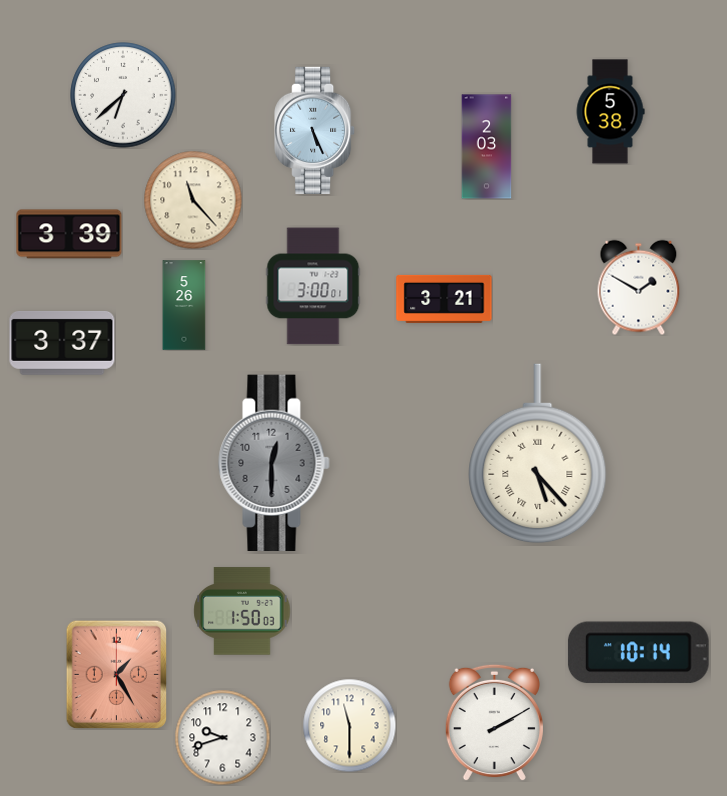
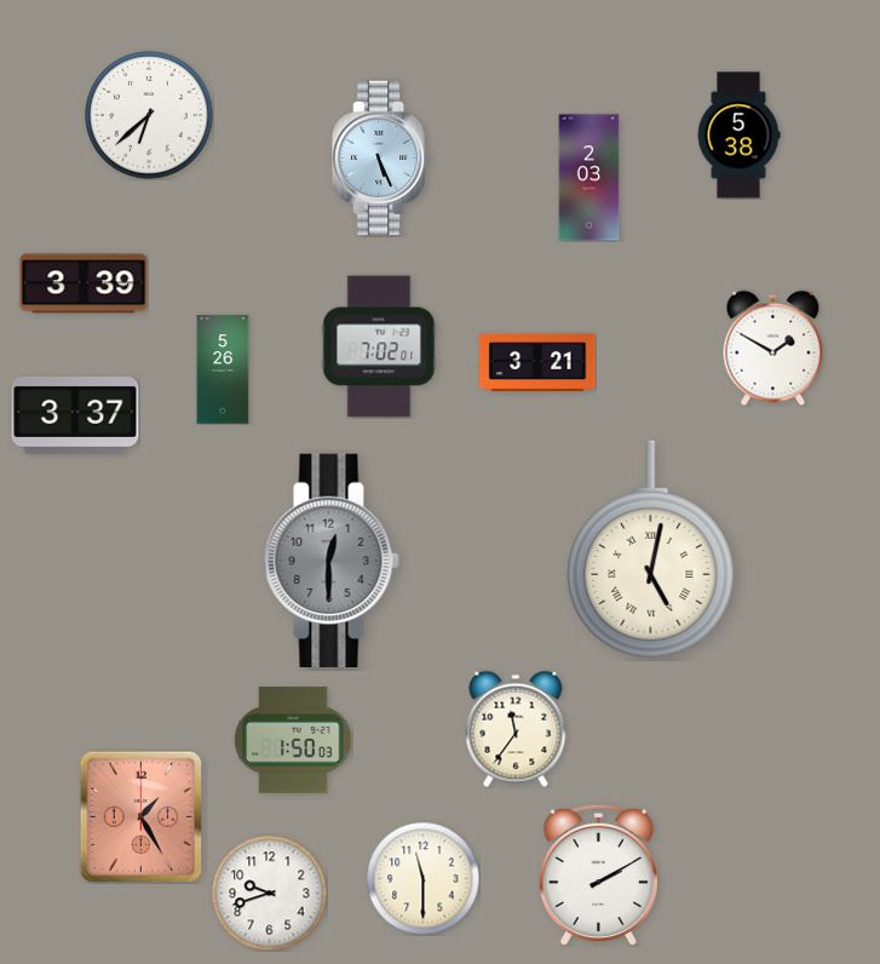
clock at (193, 200): 11:23 -> none
clock at (313, 286): 3:00 -> 7:02
clock at (538, 454): 5:23 -> 5:02
clock at (516, 729): none -> 11:36
clock at (638, 653): 10:14 -> none
